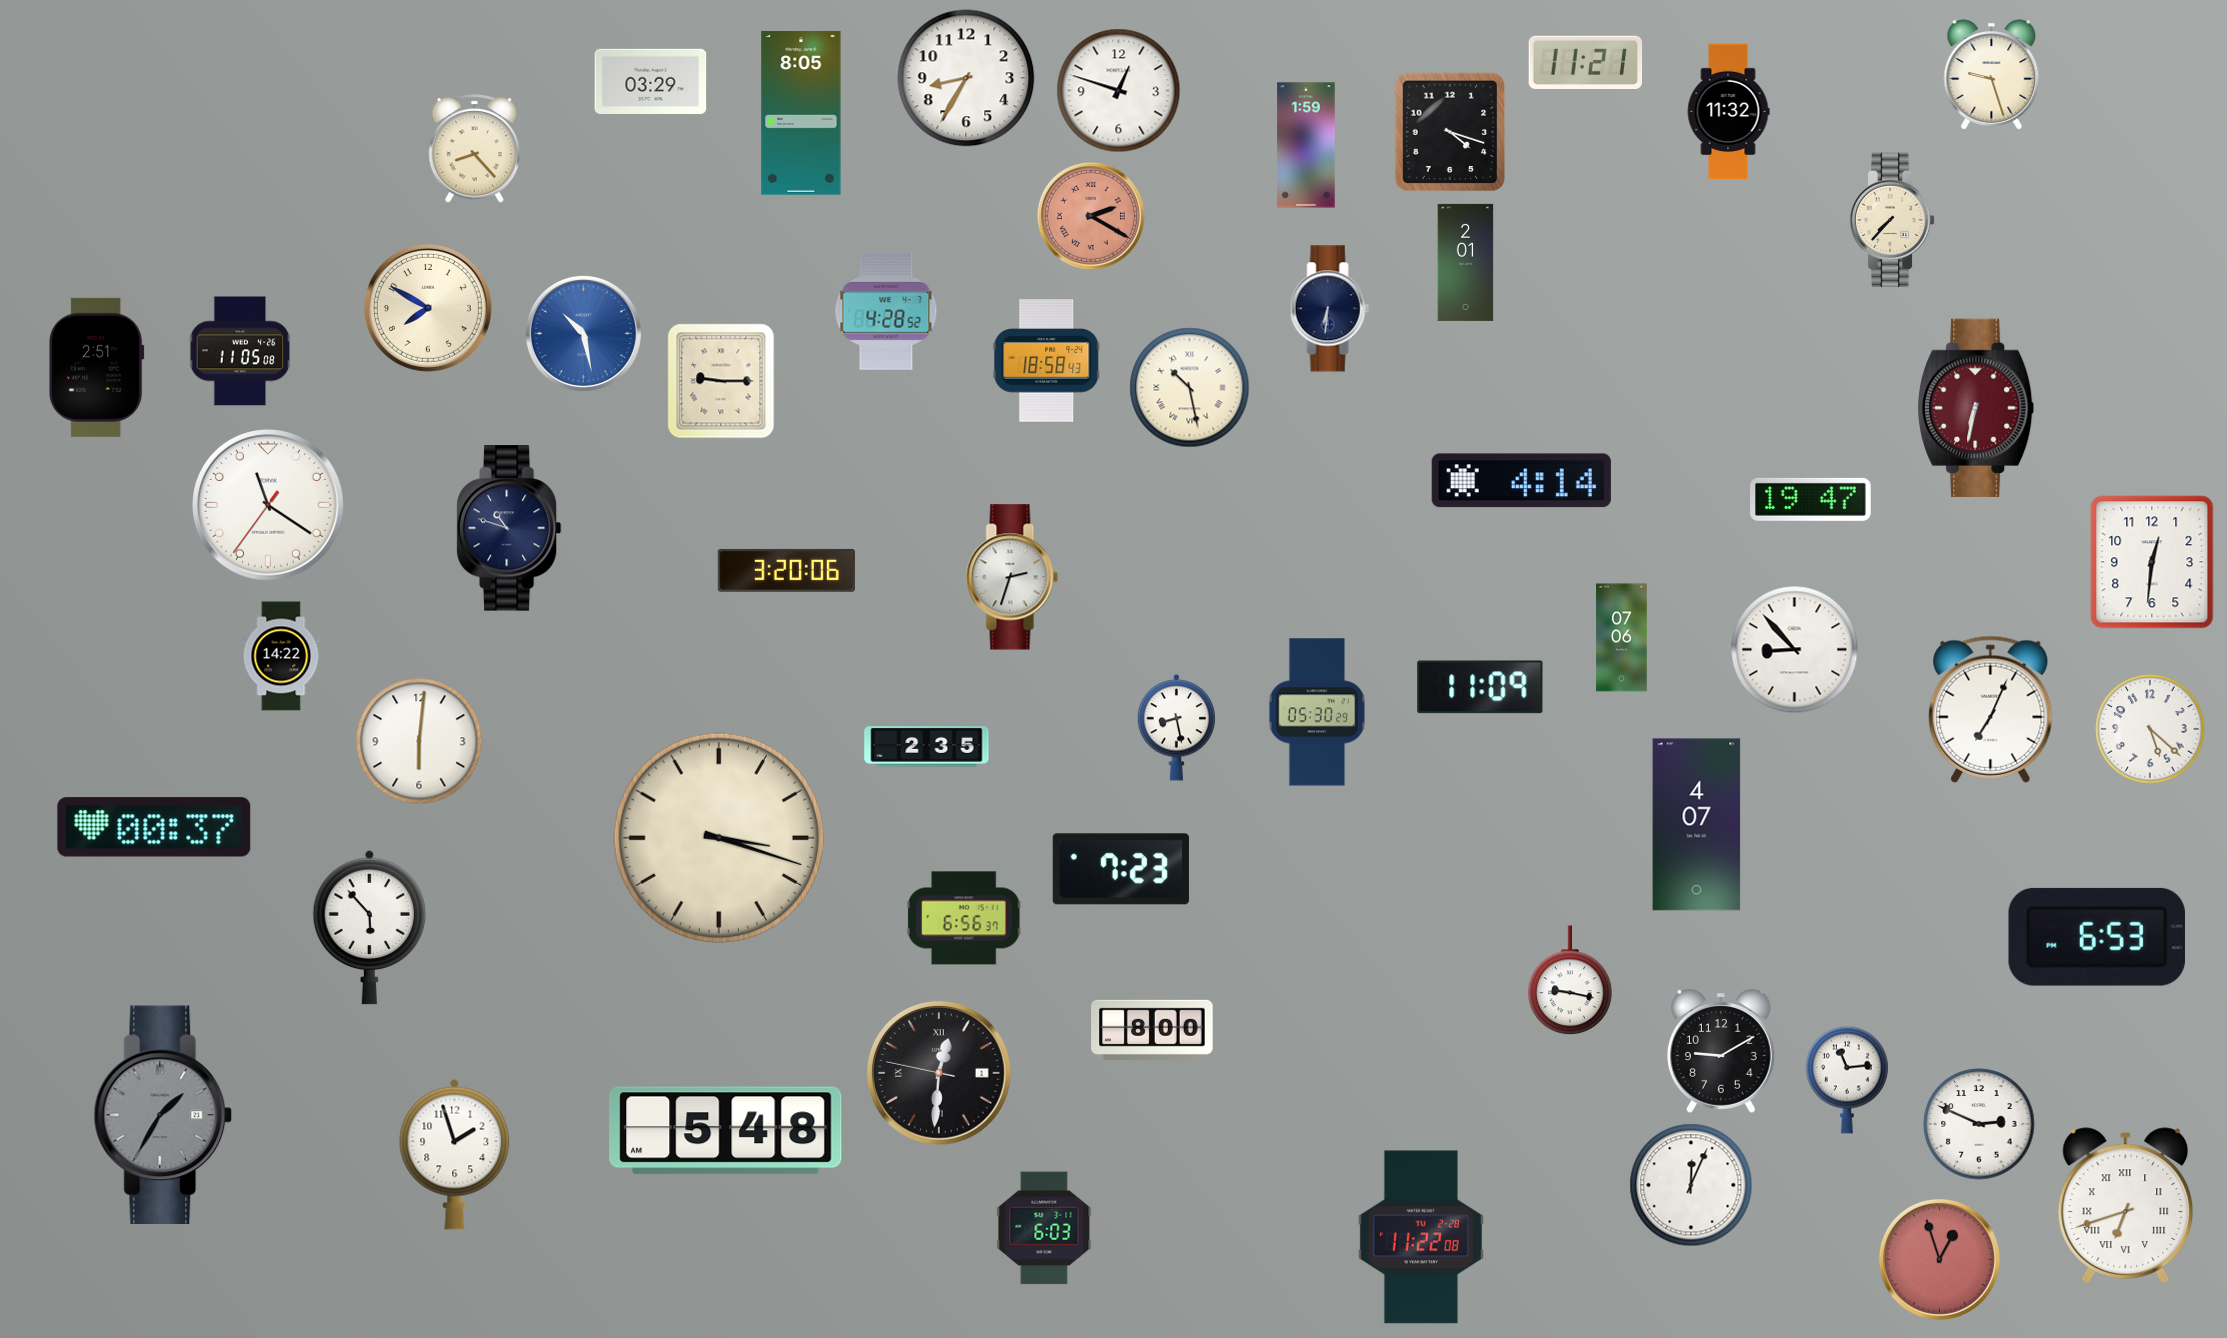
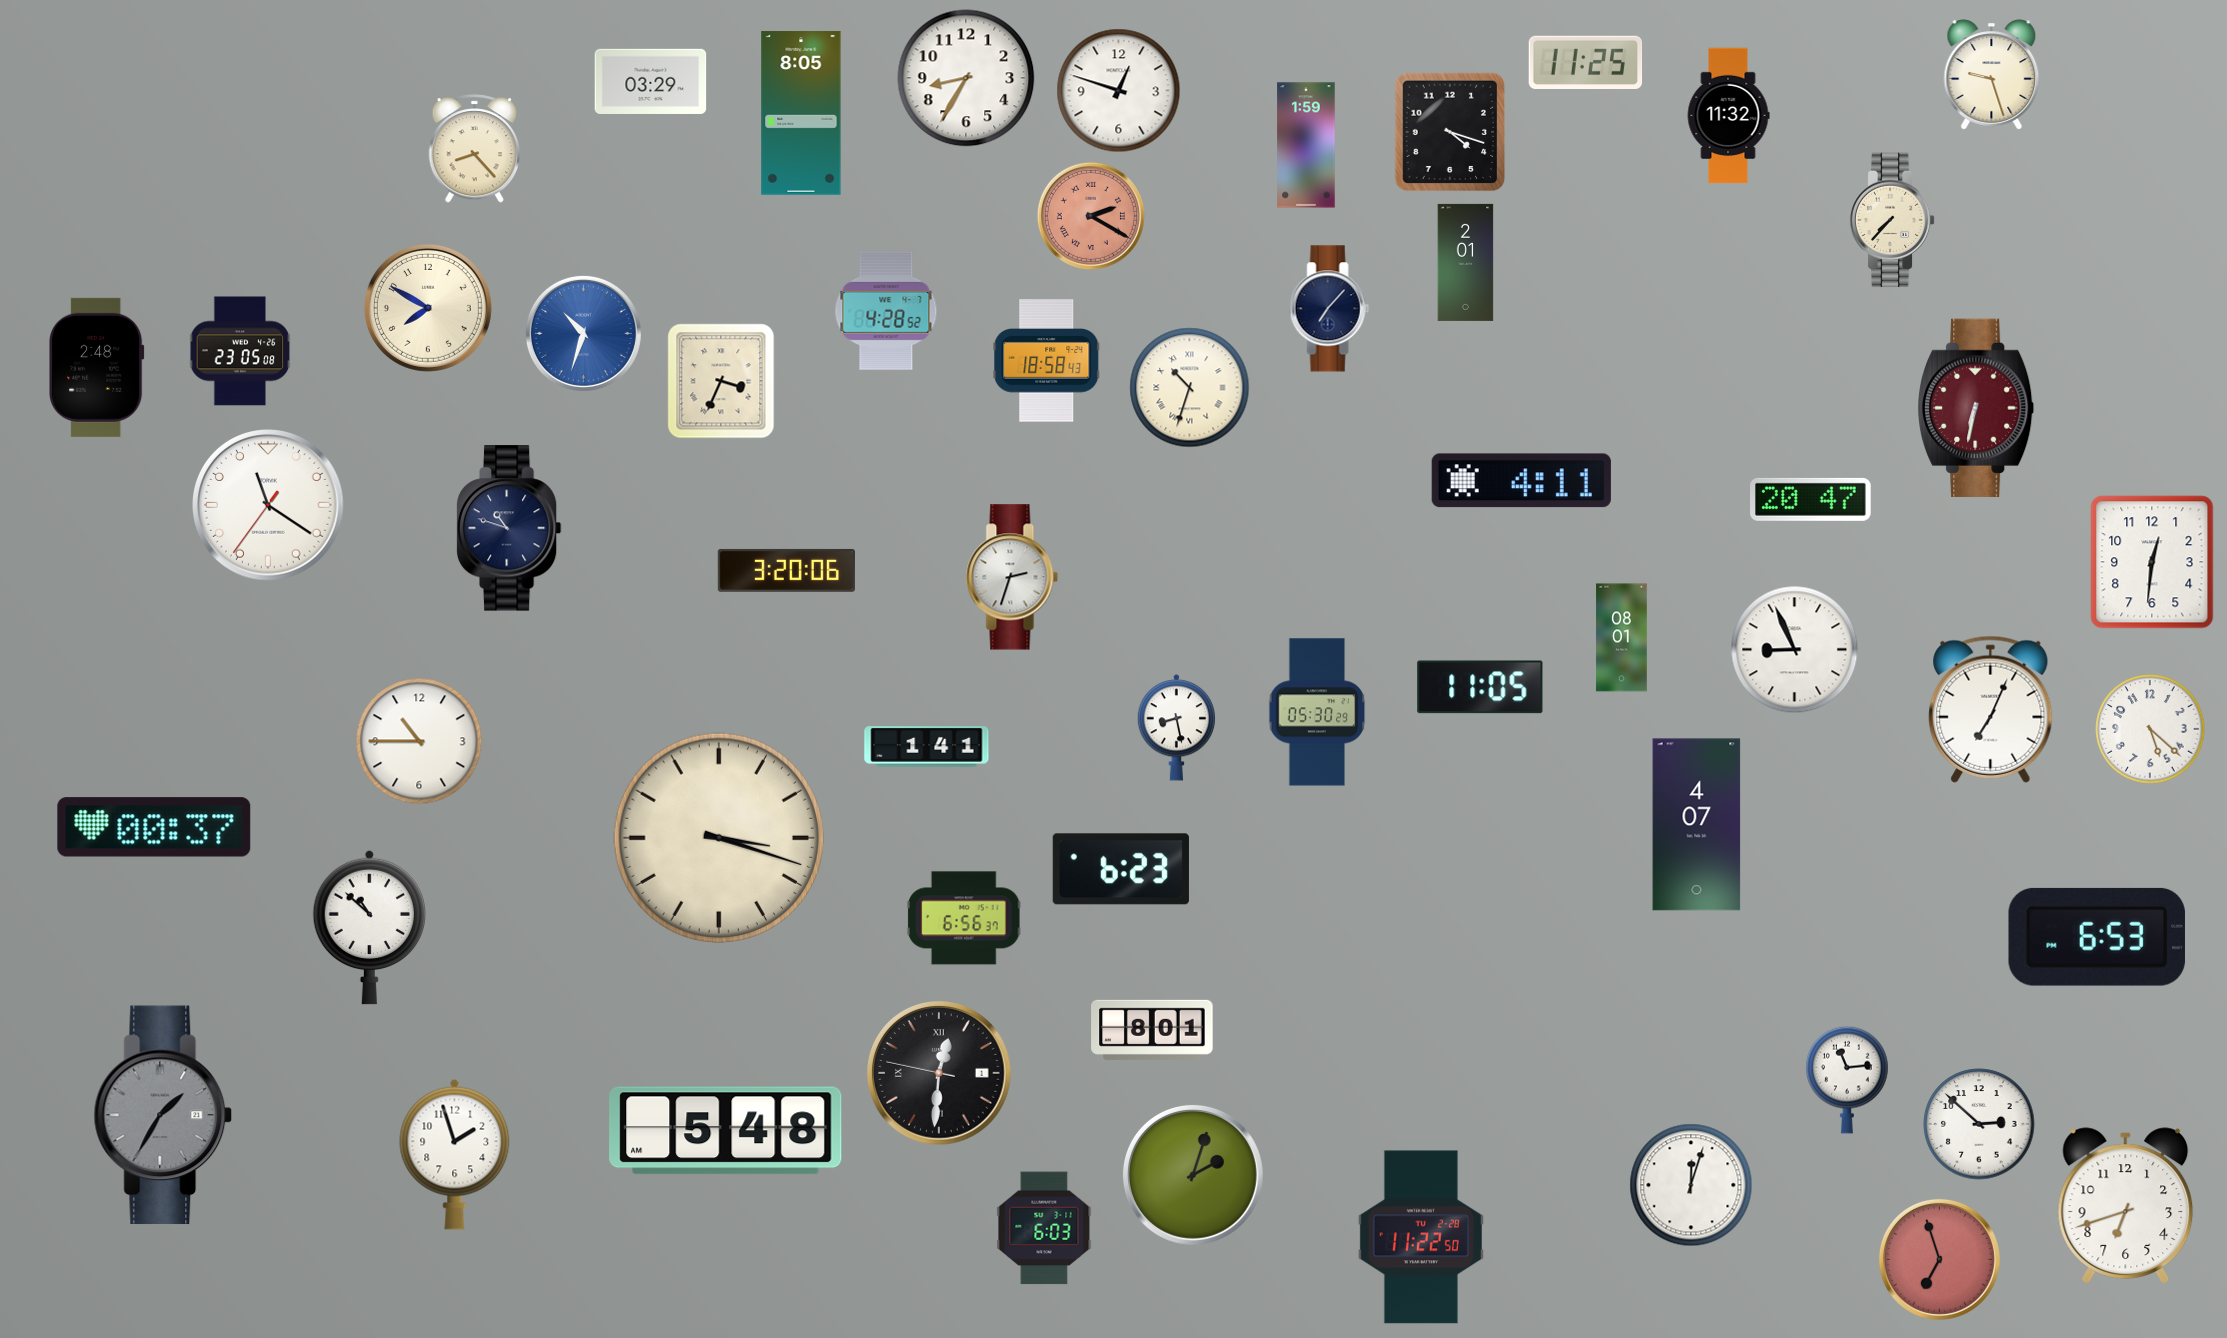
clock at (1586, 62): 11:21 -> 11:25
clock at (1728, 112) position: (1728, 112) -> (1728, 116)
clock at (1330, 309): 6:31 -> 7:07
clock at (583, 333): 10:28 -> 10:33
clock at (240, 351): 11:05 -> 23:05
clock at (97, 367): 2:51 -> 2:48
clock at (721, 381): 9:15 -> 3:34
clock at (1190, 388): 10:28 -> 10:33
clock at (1521, 481): 4:14 -> 4:11
clock at (1811, 499): 19:47 -> 20:47
clock at (1622, 638): 07:06 -> 08:01
clock at (1795, 650): 8:53 -> 8:56
clock at (281, 656): 14:22 -> none
clock at (1480, 687): 11:09 -> 11:05
clock at (419, 741): 6:01 -> 10:45
clock at (927, 747): 2:35 -> 1:41
clock at (1121, 869): 7:23 -> 6:23
clock at (369, 927): 5:53 -> 10:52
clock at (1570, 981): 9:17 -> none
clock at (1152, 1030): 8:00 -> 8:01
clock at (1721, 1051): 9:10 -> none
clock at (1979, 1124): 2:49 -> 2:52
clock at (1193, 1175): none -> 2:03
clock at (1691, 1185): 12:04 -> 12:03
clock at (2126, 1206) numerals: Roman -> Arabic
clock at (1421, 1237): 11:22:08 -> 11:22:50
clock at (1939, 1259): 12:57 -> 6:57
